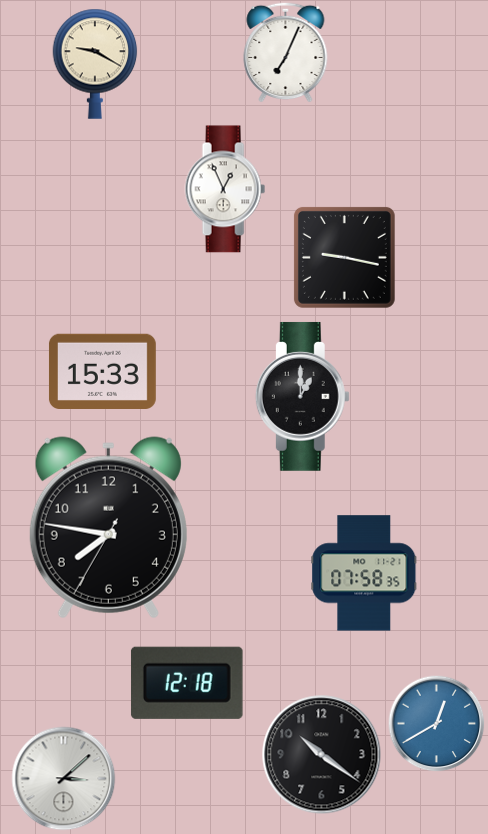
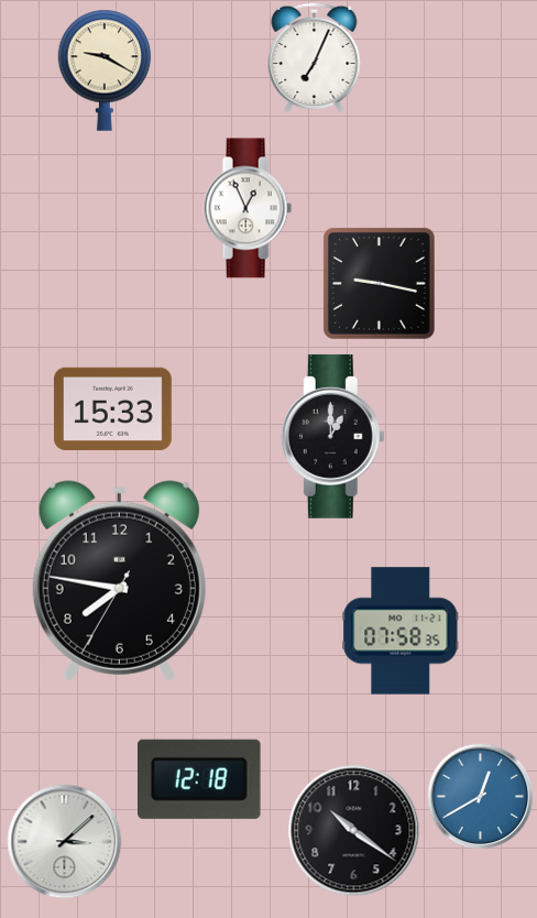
clock at (187, 683) position: (187, 683) -> (199, 779)
clock at (64, 779) position: (64, 779) -> (65, 842)
